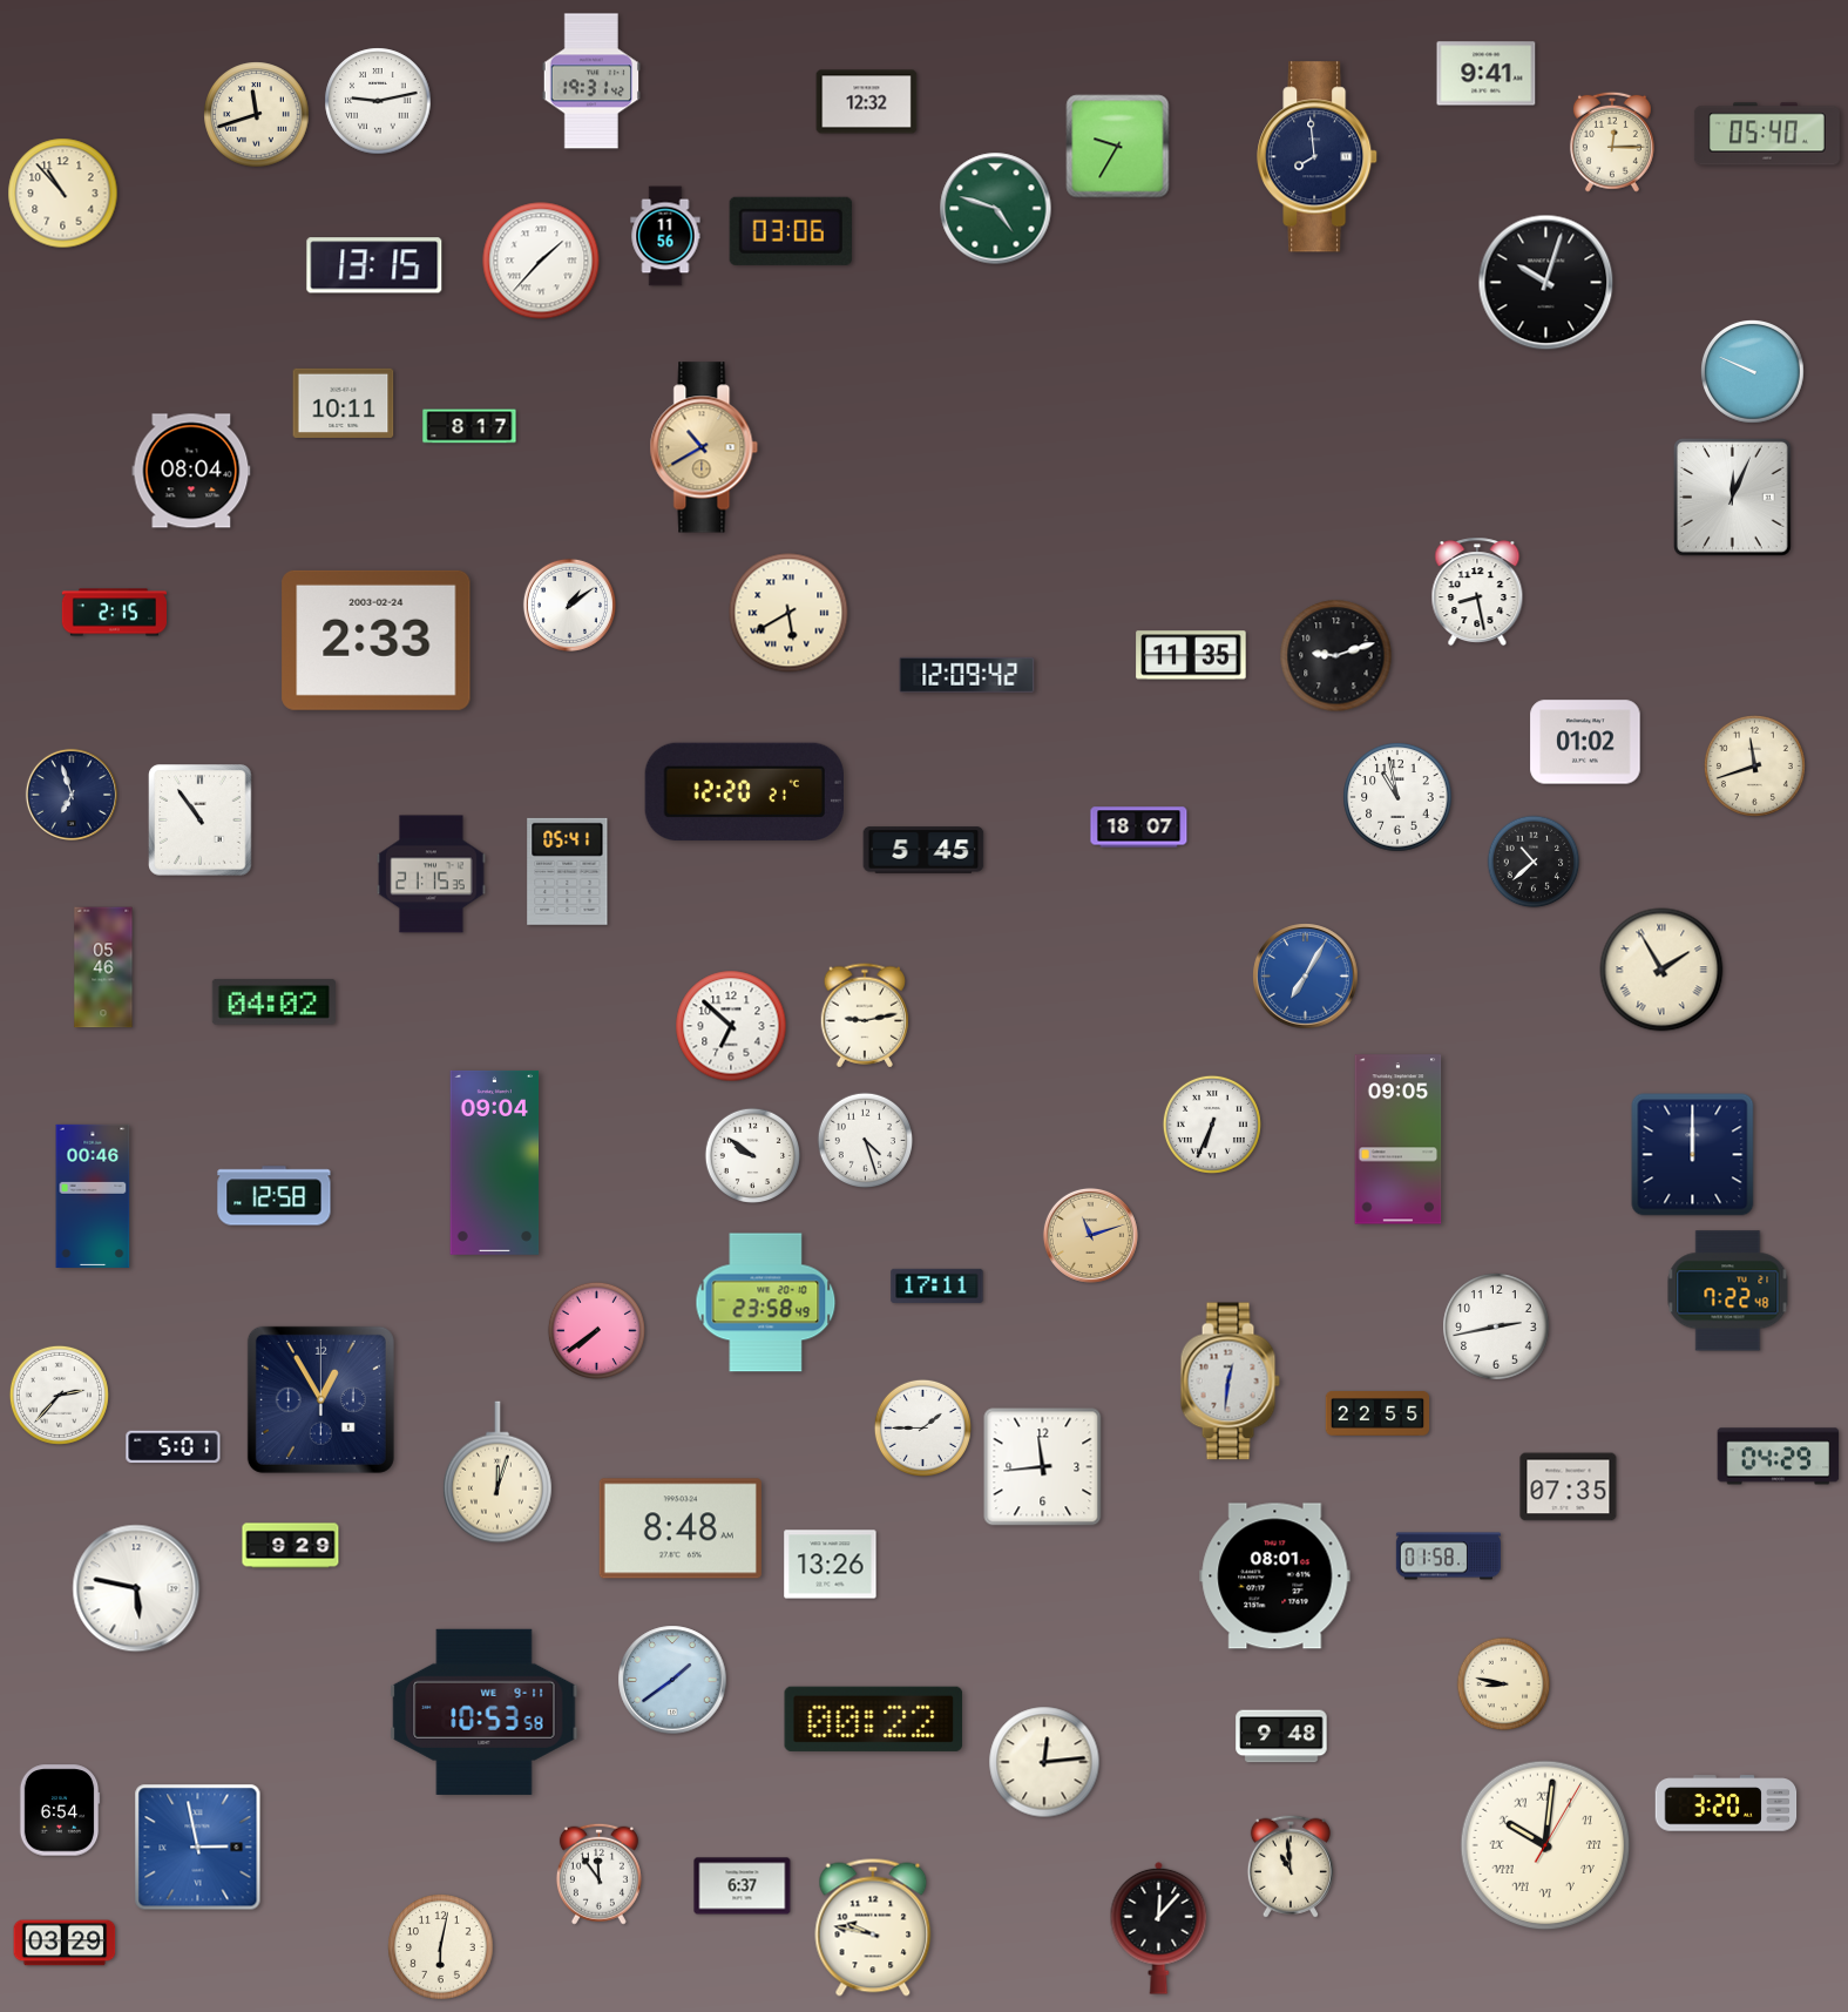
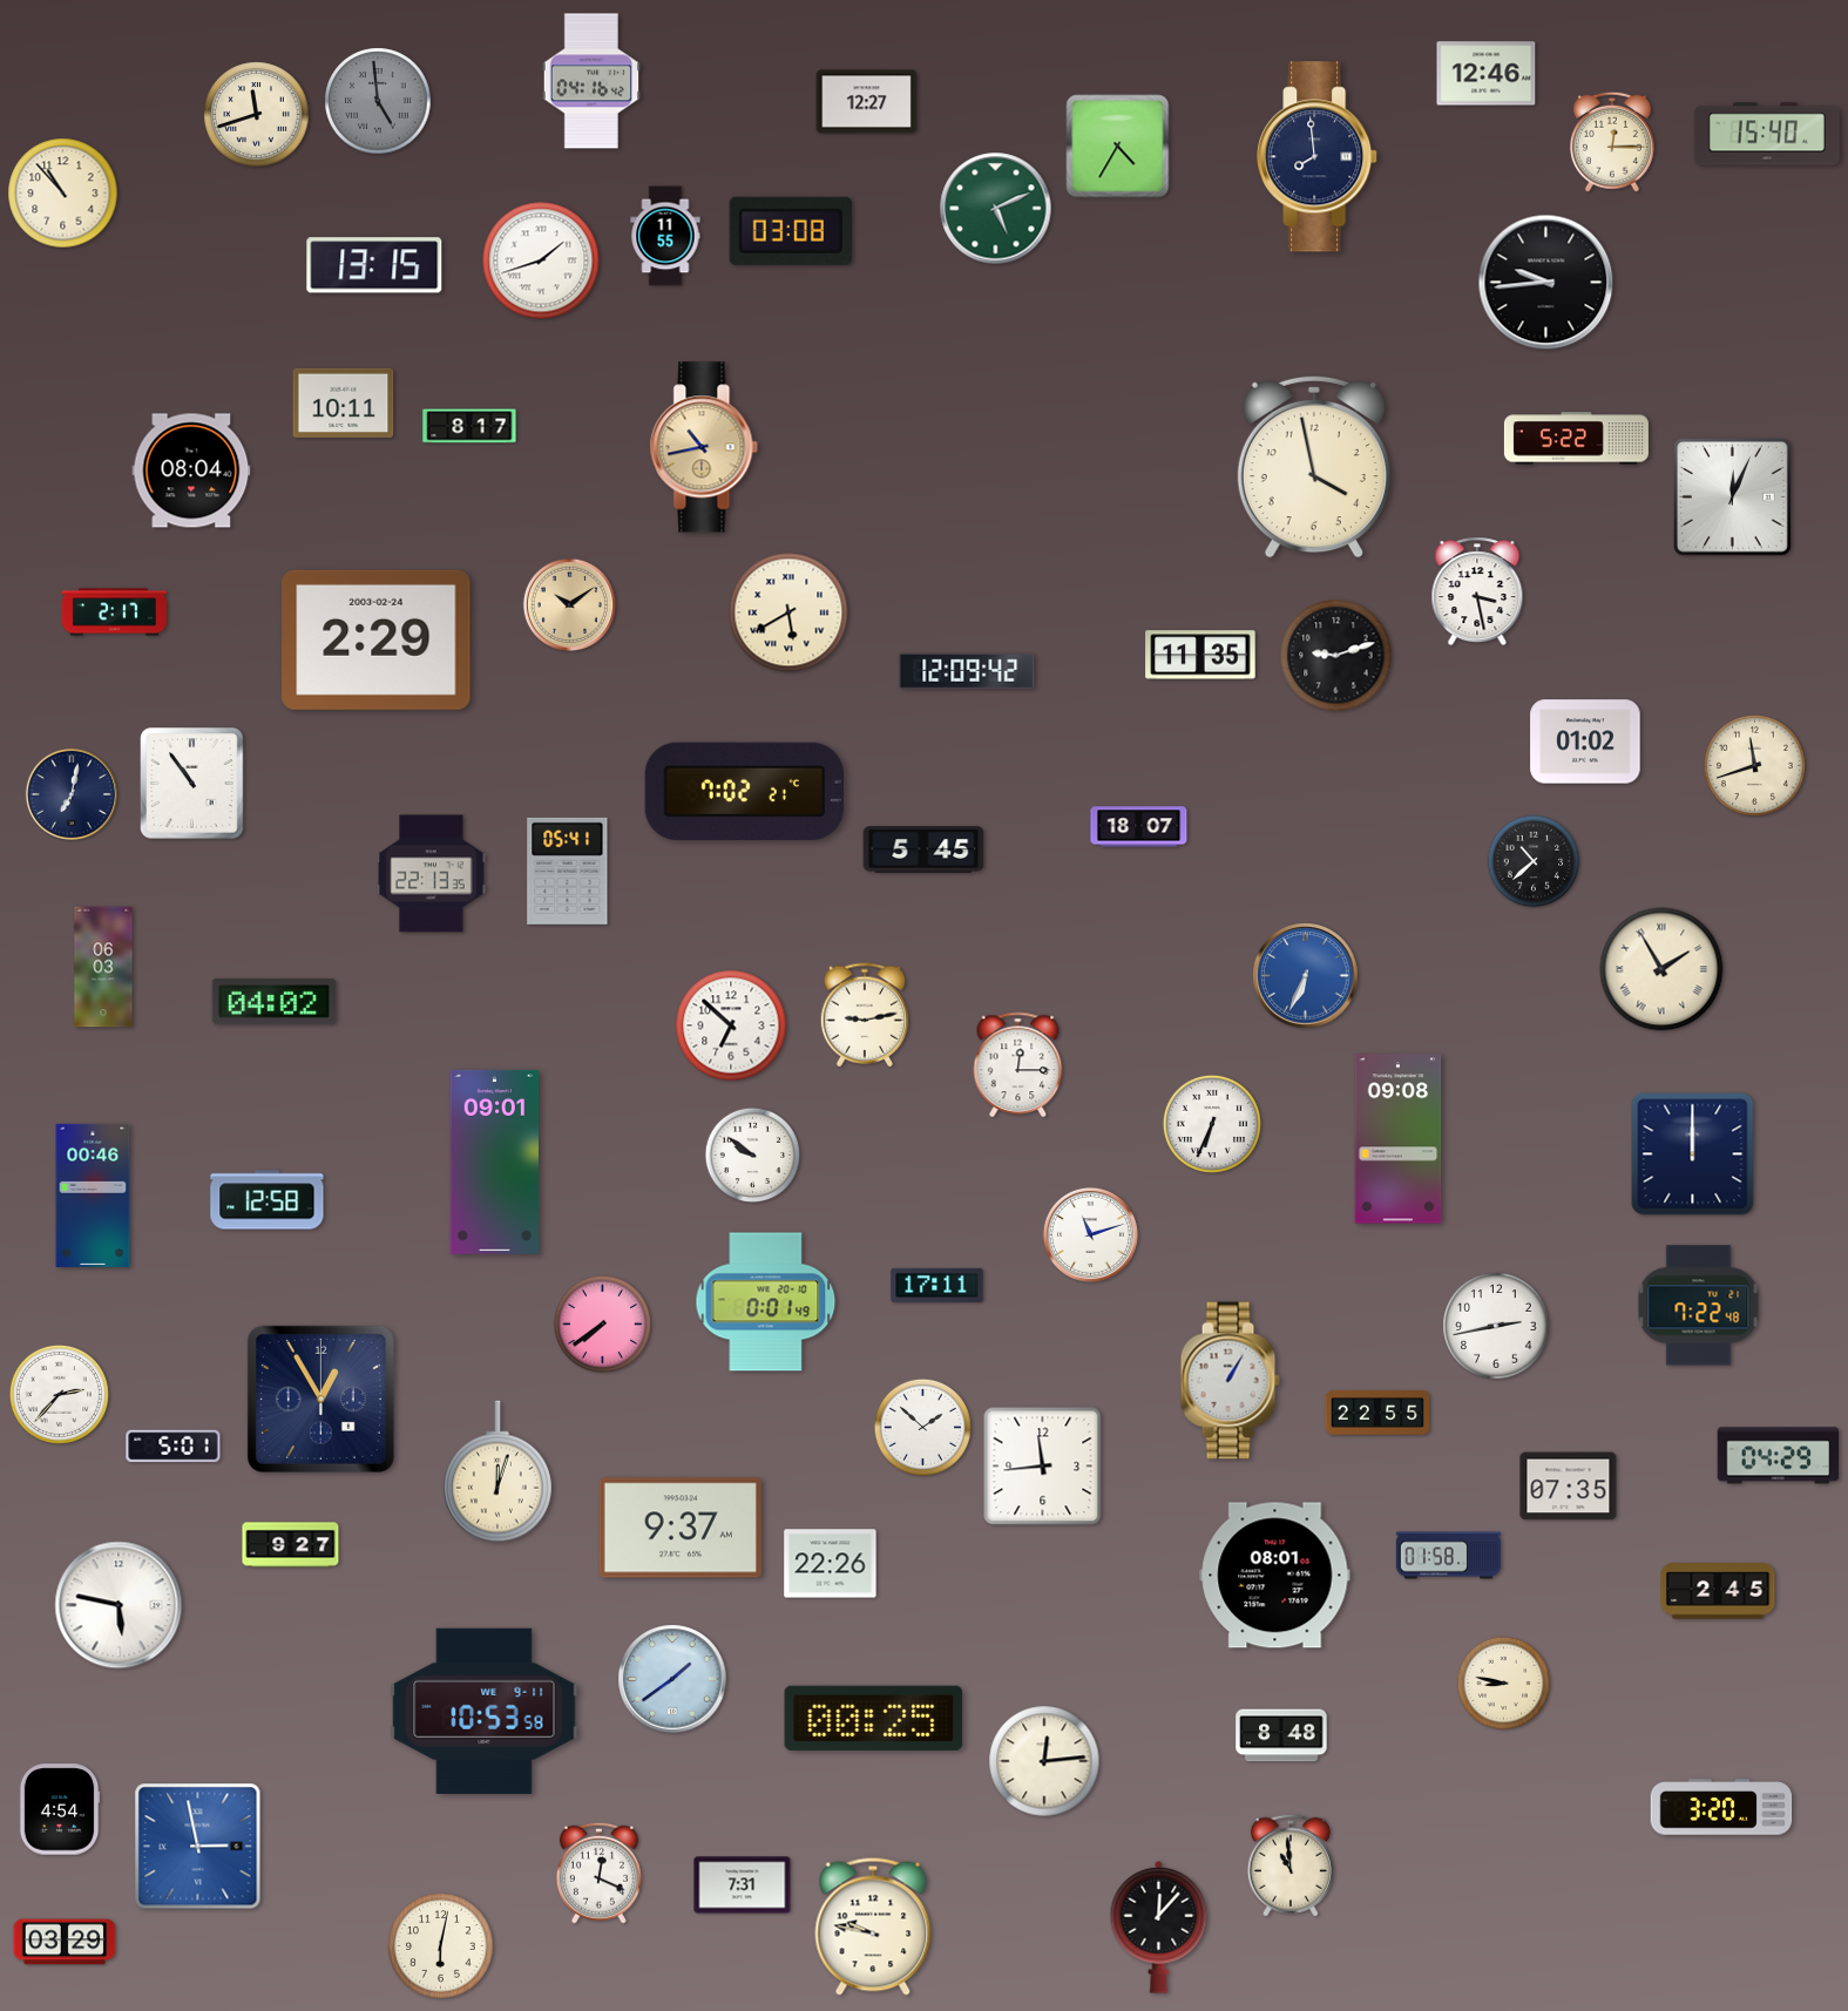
clock at (1487, 74): 9:41 -> 12:46
clock at (590, 81): 19:31 -> 04:16
clock at (378, 101): 9:13 -> 4:59
clock at (378, 101) dial: white -> grey
clock at (867, 102): 12:32 -> 12:27
clock at (1767, 134): 05:40 -> 15:40
clock at (1118, 147): 9:35 -> 4:35
clock at (996, 209): 4:48 -> 5:11
clock at (791, 231): 03:06 -> 03:08
clock at (665, 236): 11:56 -> 11:55
clock at (541, 261): 1:37 -> 1:42
clock at (1546, 283): 10:03 -> 9:44
clock at (1753, 372): 9:49 -> none
clock at (1576, 439): none -> 5:22
clock at (704, 447): 10:40 -> 10:43
clock at (1314, 467): none -> 3:58
clock at (1477, 592): 8:28 -> 3:28
clock at (569, 605): 1:09 -> 10:09
clock at (569, 605) dial: white -> champagne
clock at (114, 613): 2:15 -> 2:17
clock at (377, 640): 2:33 -> 2:29
clock at (1191, 655) position: (1191, 655) -> (1200, 655)
clock at (967, 675) position: (967, 675) -> (967, 671)
clock at (744, 791): 12:20 -> 7:02
clock at (72, 795): 6:57 -> 7:02
clock at (1397, 797): 10:58 -> none
clock at (201, 821) position: (201, 821) -> (192, 784)
clock at (431, 875): 21:15 -> 22:13
clock at (103, 967): 05:46 -> 06:03
clock at (1306, 977): 7:05 -> 6:34
clock at (1018, 1064): none -> 12:15
clock at (1399, 1140): 09:05 -> 09:08
clock at (866, 1141): 4:27 -> none
clock at (495, 1162): 09:04 -> 09:01
clock at (275, 1196) position: (275, 1196) -> (268, 1200)
clock at (1090, 1235) dial: champagne -> white
clock at (1728, 1291) position: (1728, 1291) -> (1699, 1306)
clock at (766, 1303): 23:58 -> 0:01
clock at (596, 1330) position: (596, 1330) -> (602, 1323)
clock at (1230, 1382): 12:31 -> 1:05
clock at (922, 1427): 1:45 -> 1:52
clock at (681, 1528): 8:48 -> 9:37
clock at (291, 1546): 9:29 -> 9:27
clock at (831, 1565): 13:26 -> 22:26
clock at (136, 1588) position: (136, 1588) -> (119, 1605)
clock at (1718, 1591): none -> 2:45
clock at (874, 1719): 00:22 -> 00:25
clock at (1281, 1736): 9:48 -> 8:48
clock at (1726, 1803) position: (1726, 1803) -> (1721, 1807)
clock at (60, 1810): 6:54 -> 4:54
clock at (1545, 1845): 10:01 -> none
clock at (598, 1873): 11:54 -> 12:19
clock at (743, 1886): 6:37 -> 7:31
